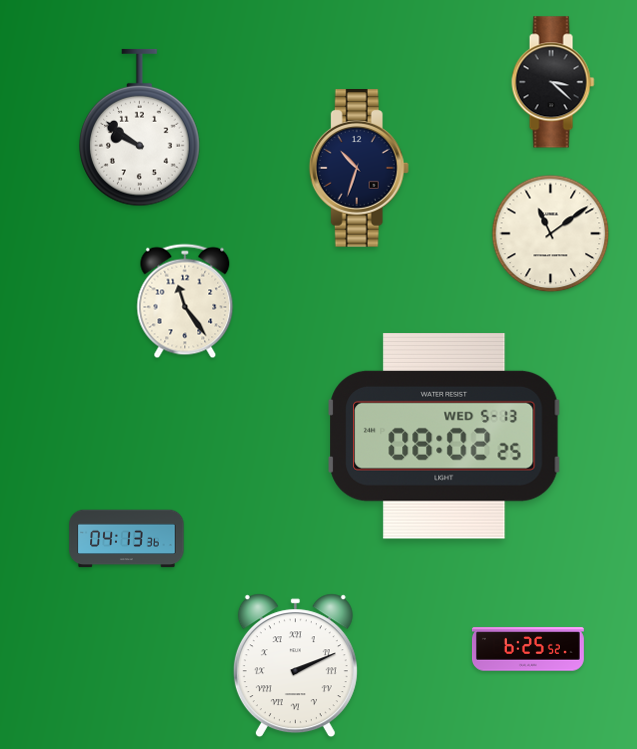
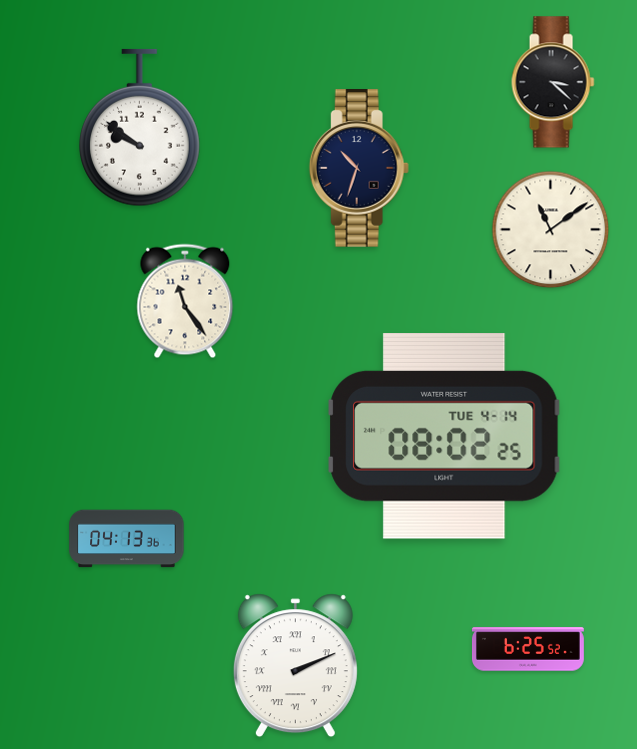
clock at (551, 234) position: (551, 234) -> (551, 230)
clock at (444, 437) date: WED 5-13 -> TUE 4-14
